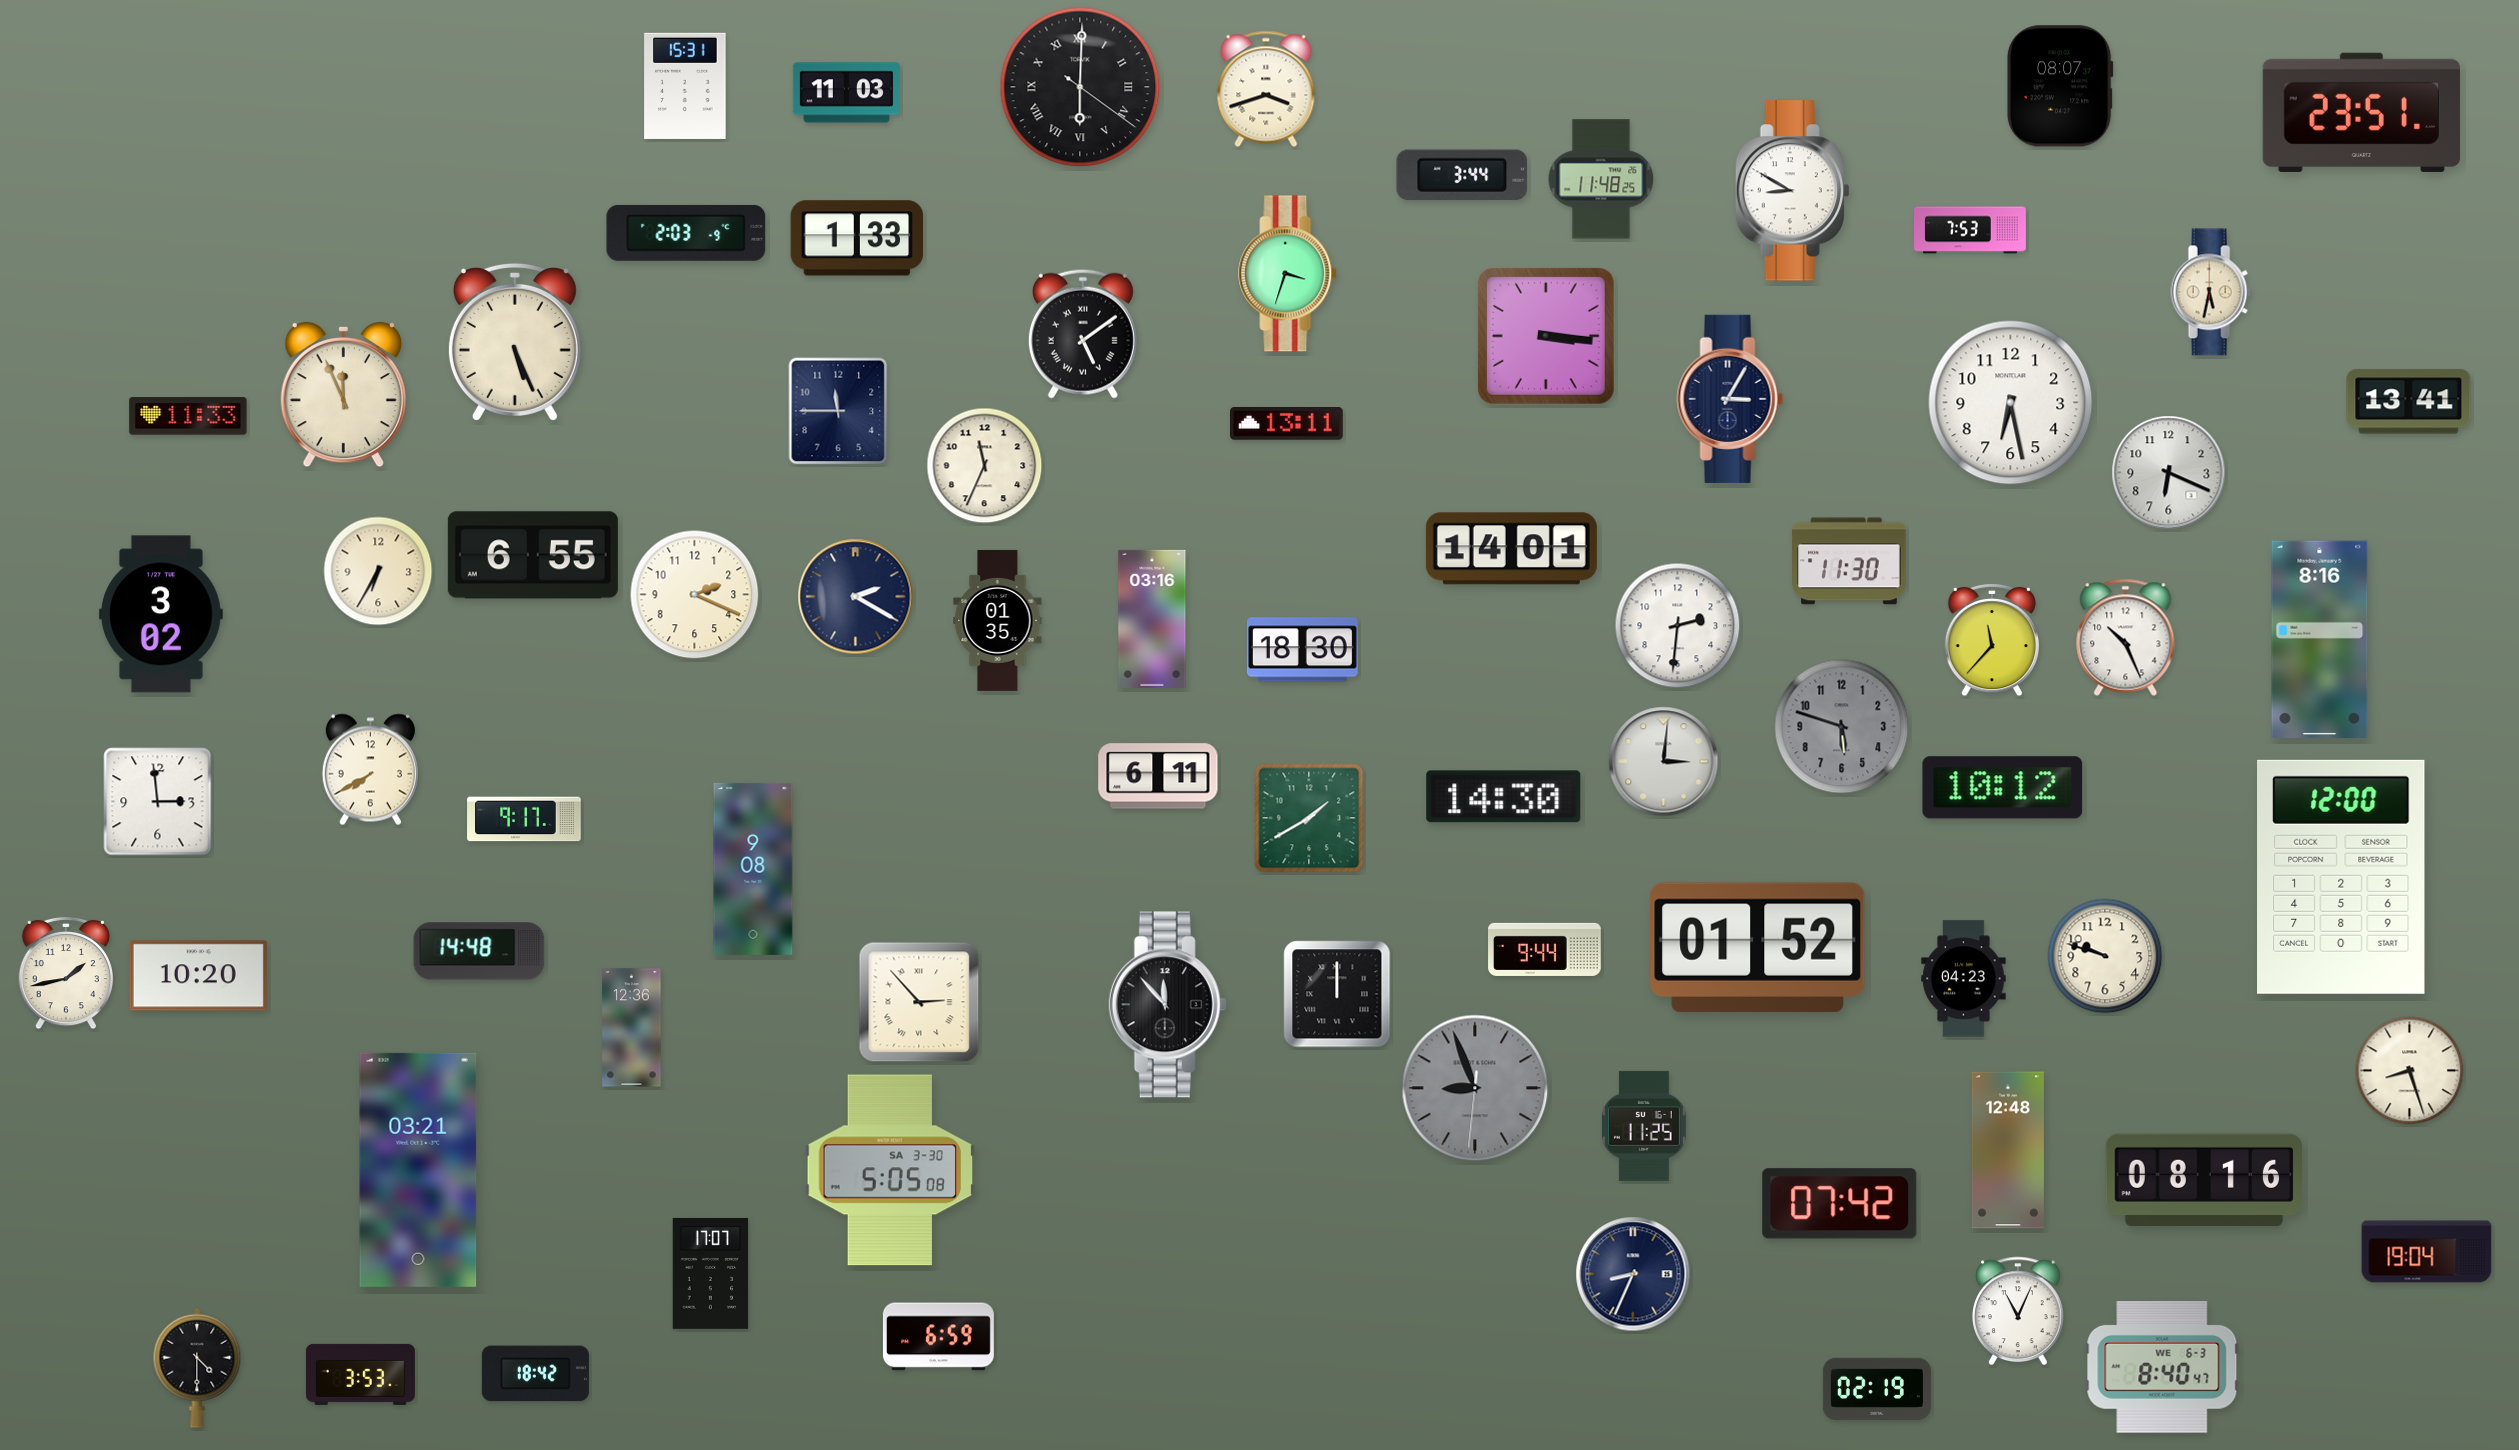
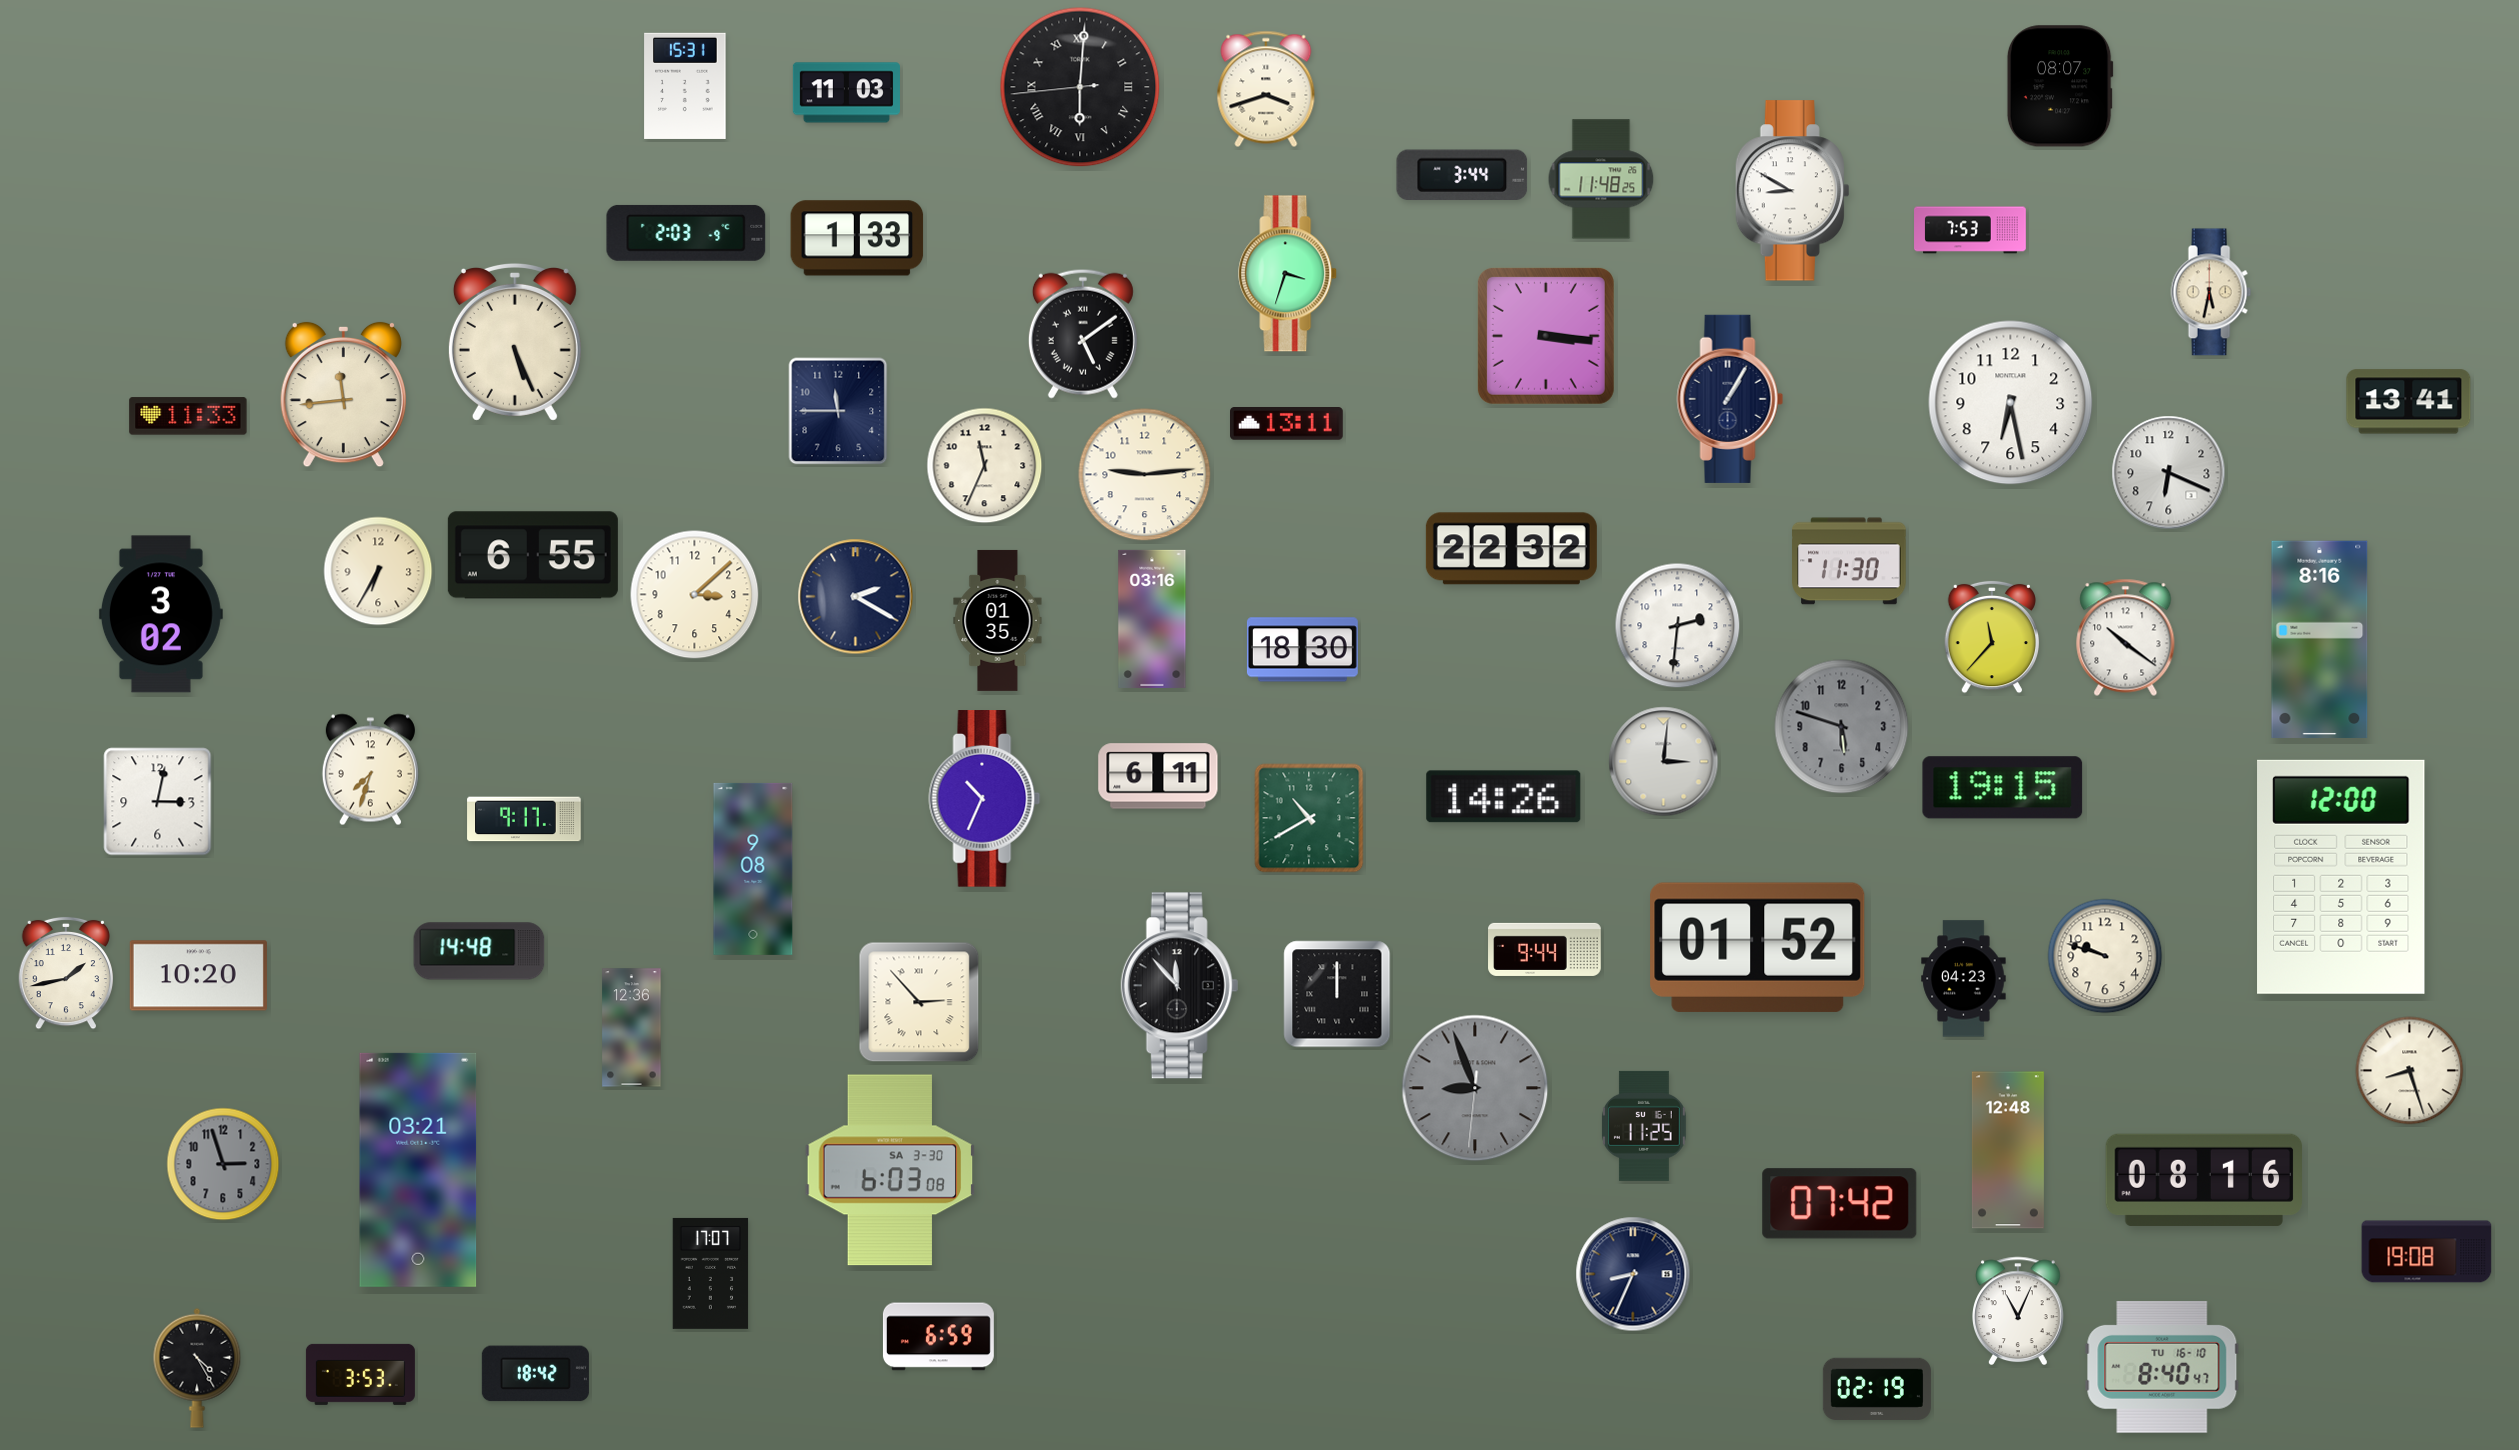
clock at (1080, 87): 6:00:21 -> 6:00:44
clock at (2361, 112): 23:51 -> none
clock at (343, 395): 11:56 -> 11:44
clock at (1730, 399): 3:05 -> 1:05
clock at (1145, 475): none -> 9:14
clock at (1511, 549): 14:01 -> 22:32
clock at (695, 595): 2:19 -> 3:08
clock at (2126, 637): 10:26 -> 10:21
clock at (1991, 640) position: (1991, 640) -> (1991, 637)
clock at (370, 770): 7:40 -> 7:33
clock at (2003, 788): 10:12 -> 19:15
clock at (1504, 797): 14:30 -> 14:26
clock at (985, 799): none -> 10:34
clock at (158, 802): 2:59 -> 3:02
clock at (1309, 818): 1:40 -> 10:40
clock at (1168, 1005) position: (1168, 1005) -> (1180, 986)
clock at (223, 1164): none -> 2:57
clock at (890, 1170): 5:05 -> 6:03
clock at (2427, 1252): 19:04 -> 19:08
clock at (2162, 1367) date: WE 6-3 -> TU 16-10
clock at (197, 1368): 4:30 -> 4:25
